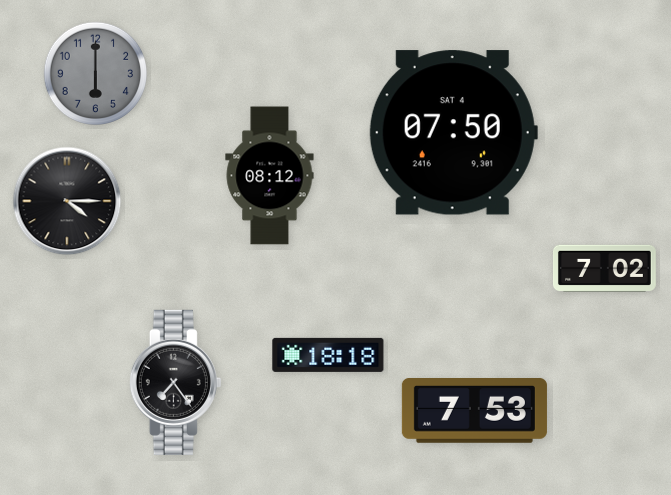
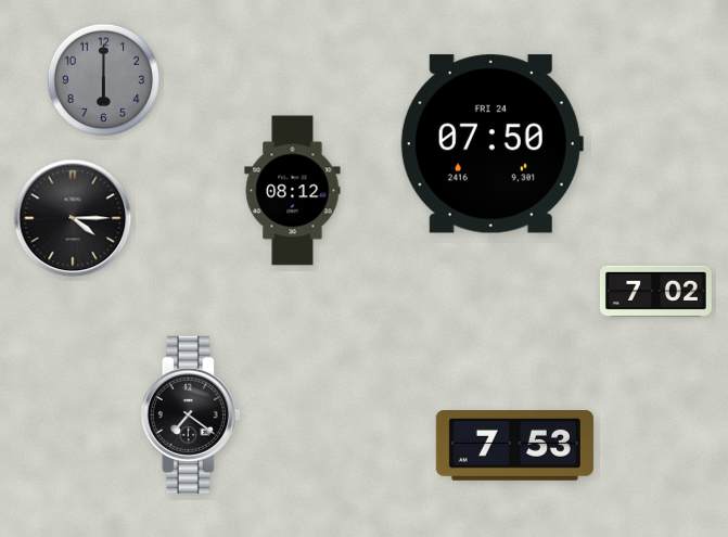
clock at (453, 133) date: SAT 4 -> FRI 24
clock at (328, 355): 18:18 -> none
clock at (175, 382): 7:24 -> 7:21
